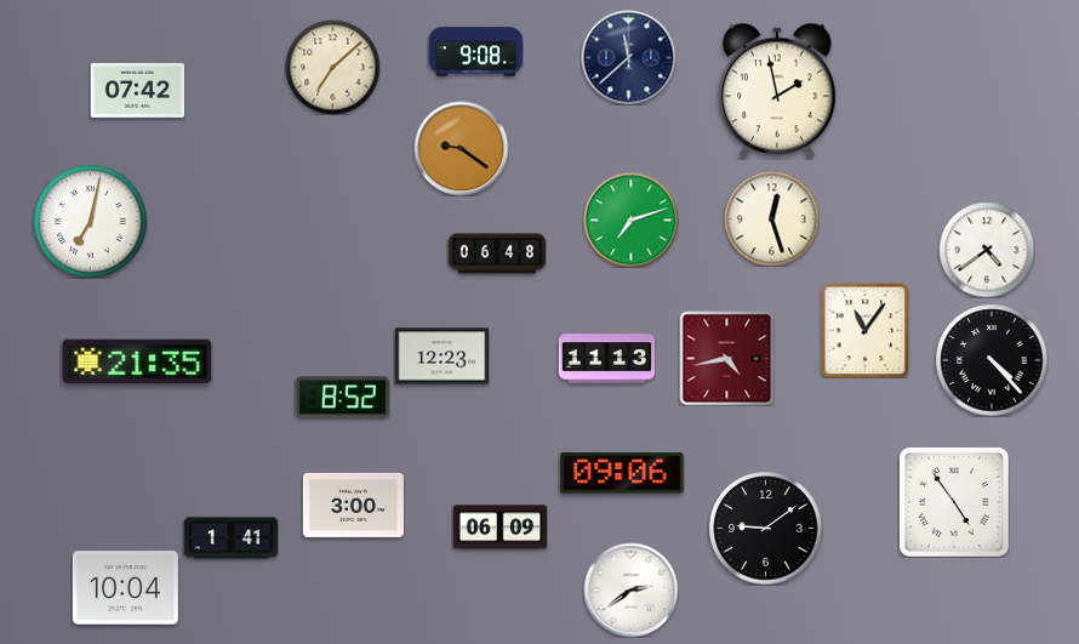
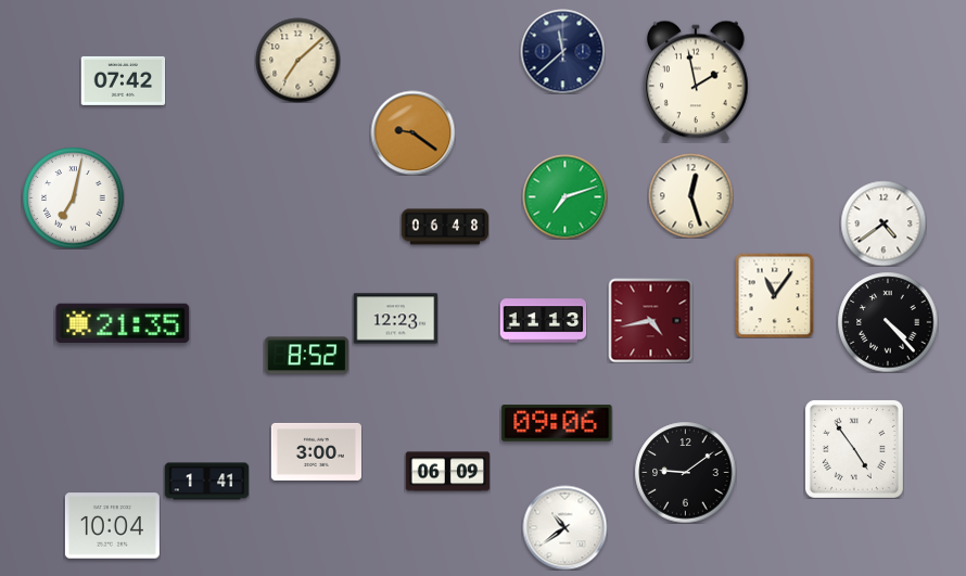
clock at (475, 52): 9:08 -> none
clock at (90, 221) position: (90, 221) -> (73, 197)
clock at (630, 589): 2:39 -> 10:39
